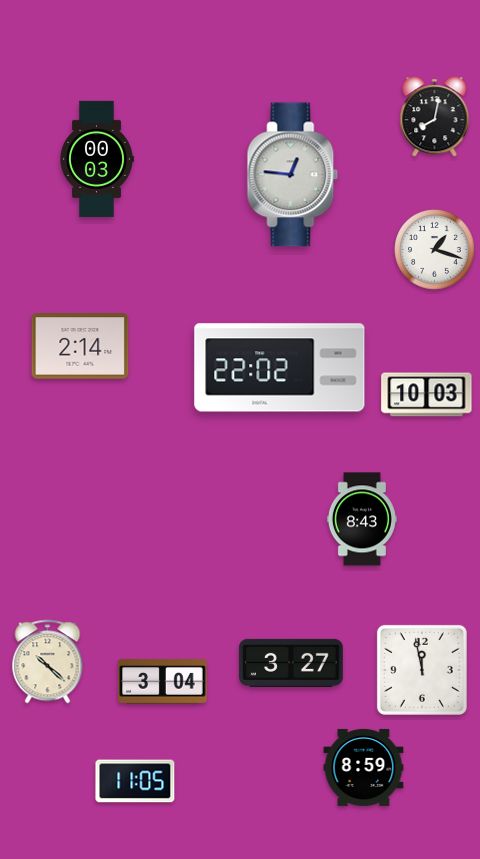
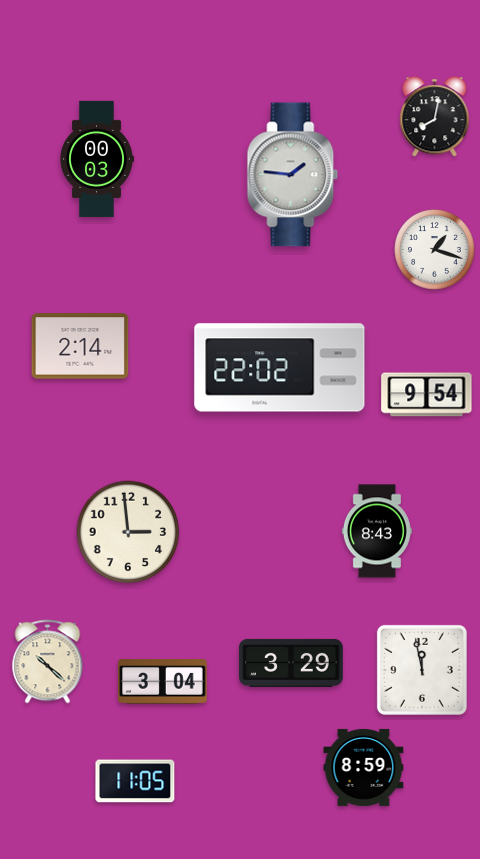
clock at (293, 175): 12:46 -> 1:46
clock at (427, 395): 10:03 -> 9:54
clock at (362, 519) position: (362, 519) -> (377, 531)
clock at (128, 532): none -> 2:59
clock at (291, 663): 3:27 -> 3:29
